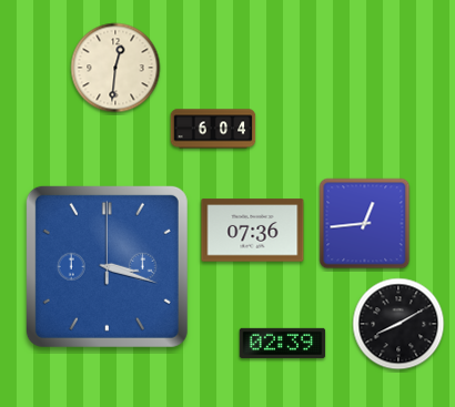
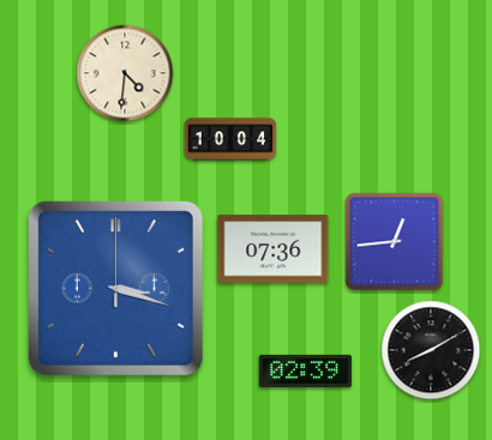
clock at (115, 68): 12:31 -> 4:31
clock at (213, 129): 6:04 -> 10:04
